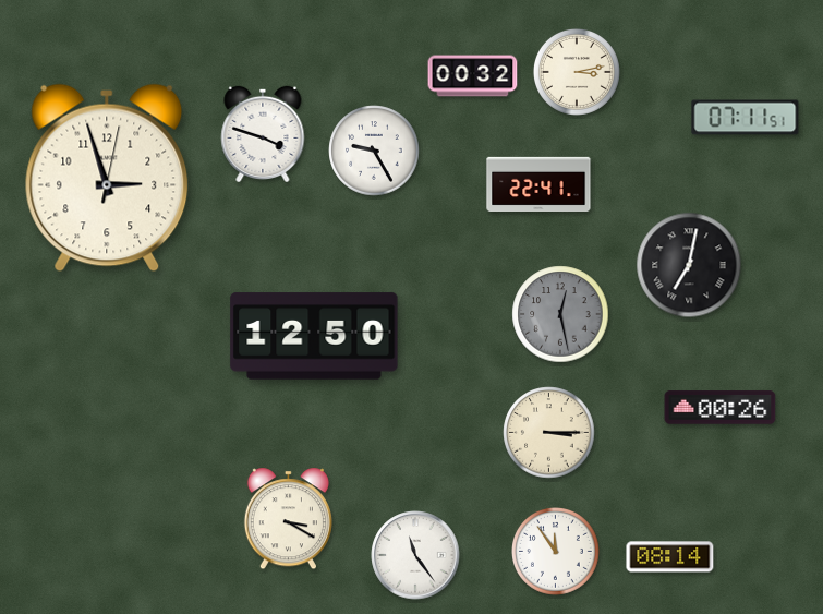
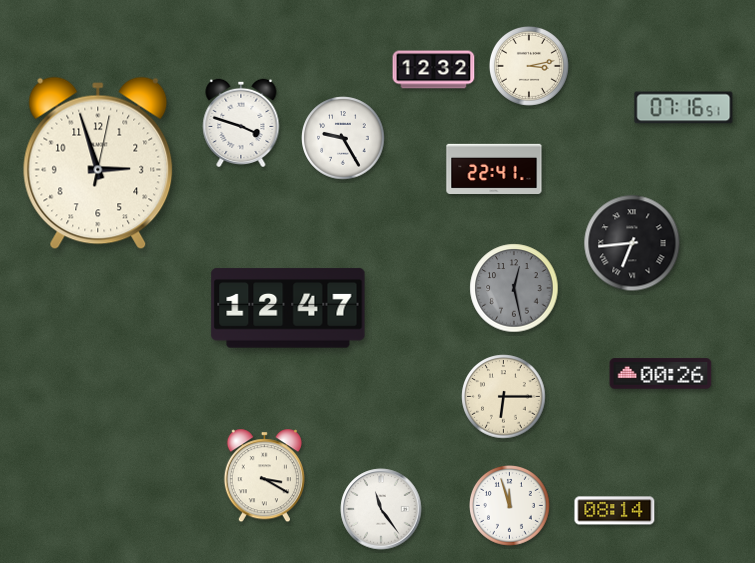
clock at (473, 76): 00:32 -> 12:32
clock at (746, 118): 07:11 -> 07:16
clock at (689, 265): 7:02 -> 6:44
clock at (314, 336): 12:50 -> 12:47
clock at (549, 433): 3:15 -> 6:15
clock at (556, 552): 11:54 -> 11:57
